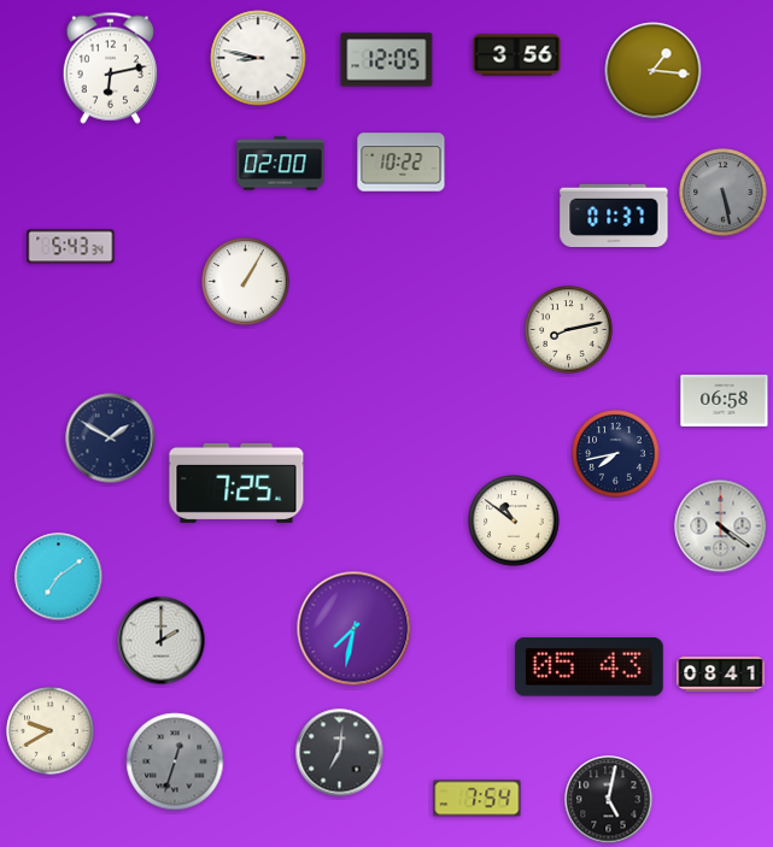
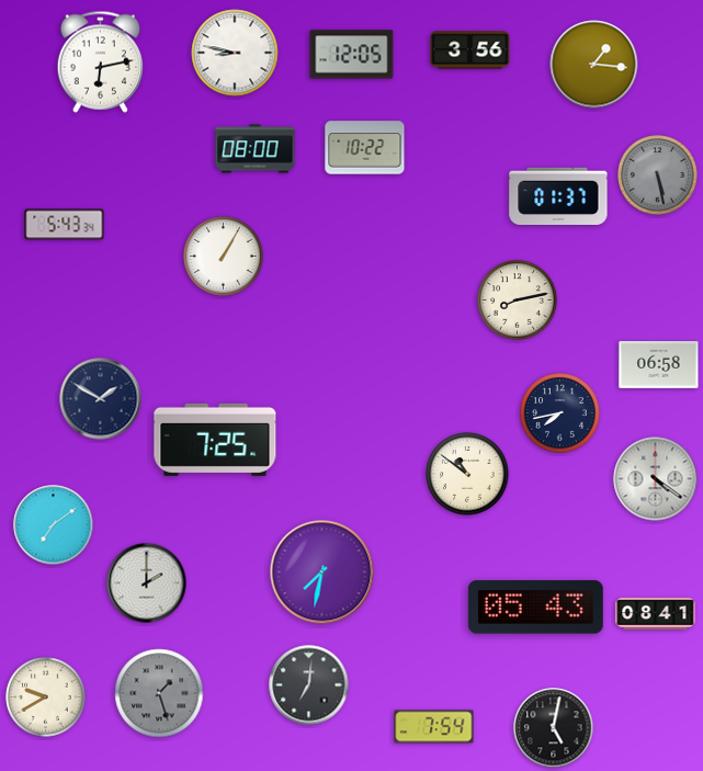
clock at (281, 164): 02:00 -> 08:00
clock at (51, 731) position: (51, 731) -> (46, 698)
clock at (175, 761): 12:33 -> 1:27
